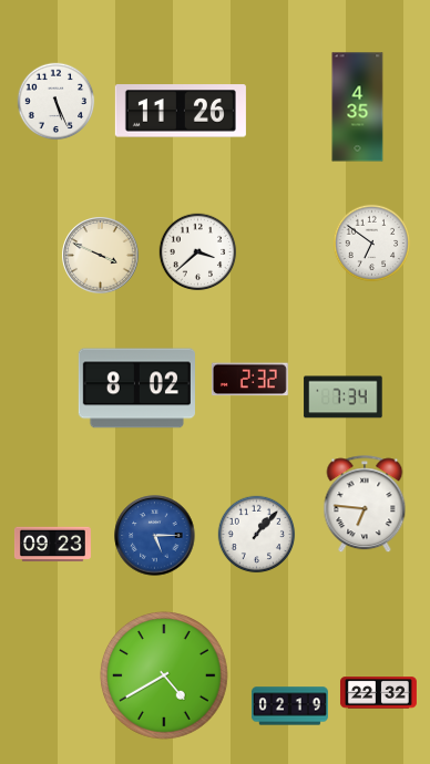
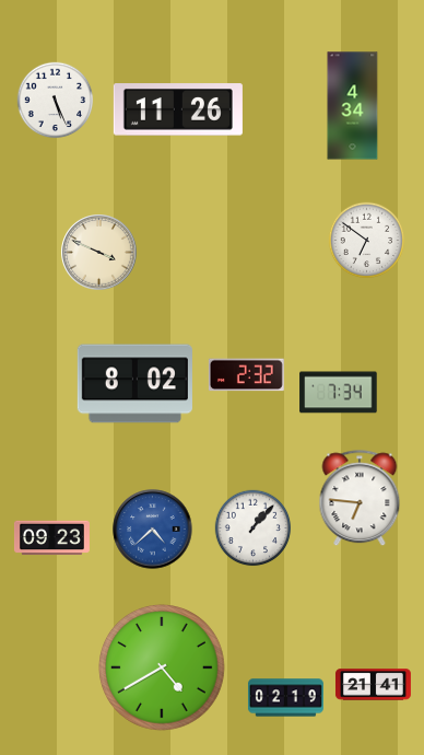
clock at (358, 107): 4:35 -> 4:34
clock at (198, 252): 3:38 -> none
clock at (155, 536): 5:15 -> 4:38
clock at (378, 693): 22:32 -> 21:41
